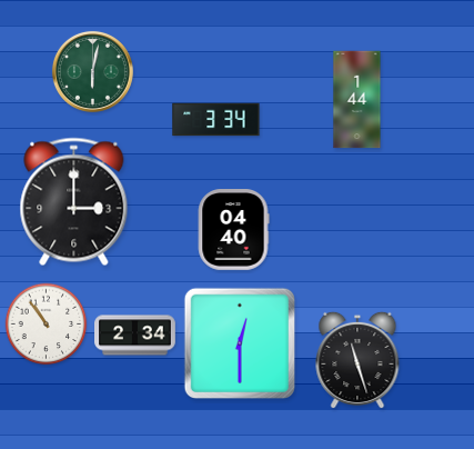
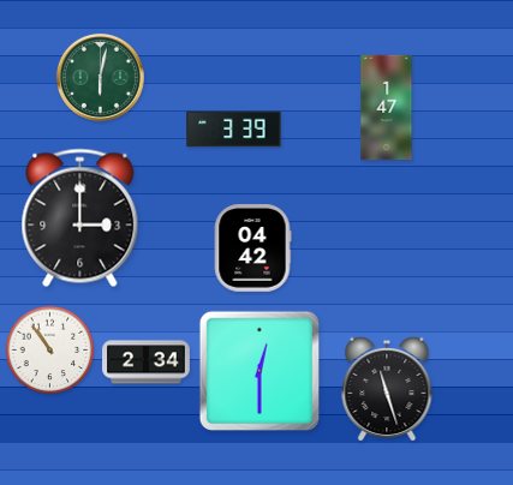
clock at (357, 100): 1:44 -> 1:47
clock at (216, 120): 3:34 -> 3:39
clock at (233, 230): 04:40 -> 04:42
